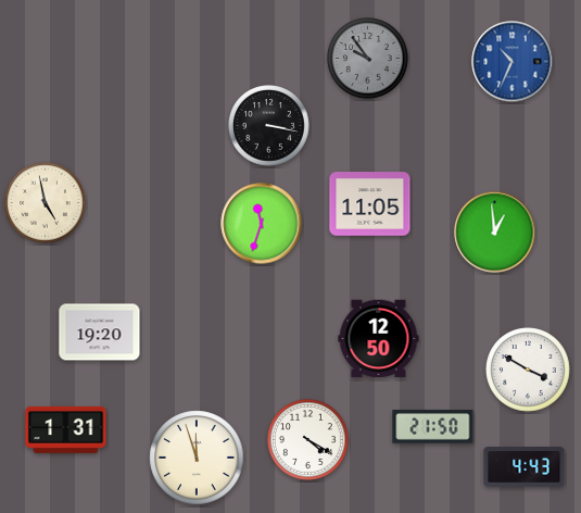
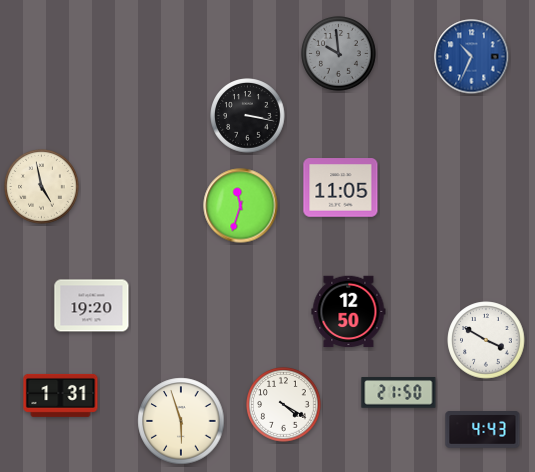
clock at (368, 59): 9:54 -> 9:59
clock at (495, 233): 12:59 -> none
clock at (197, 458): 11:57 -> 5:57
